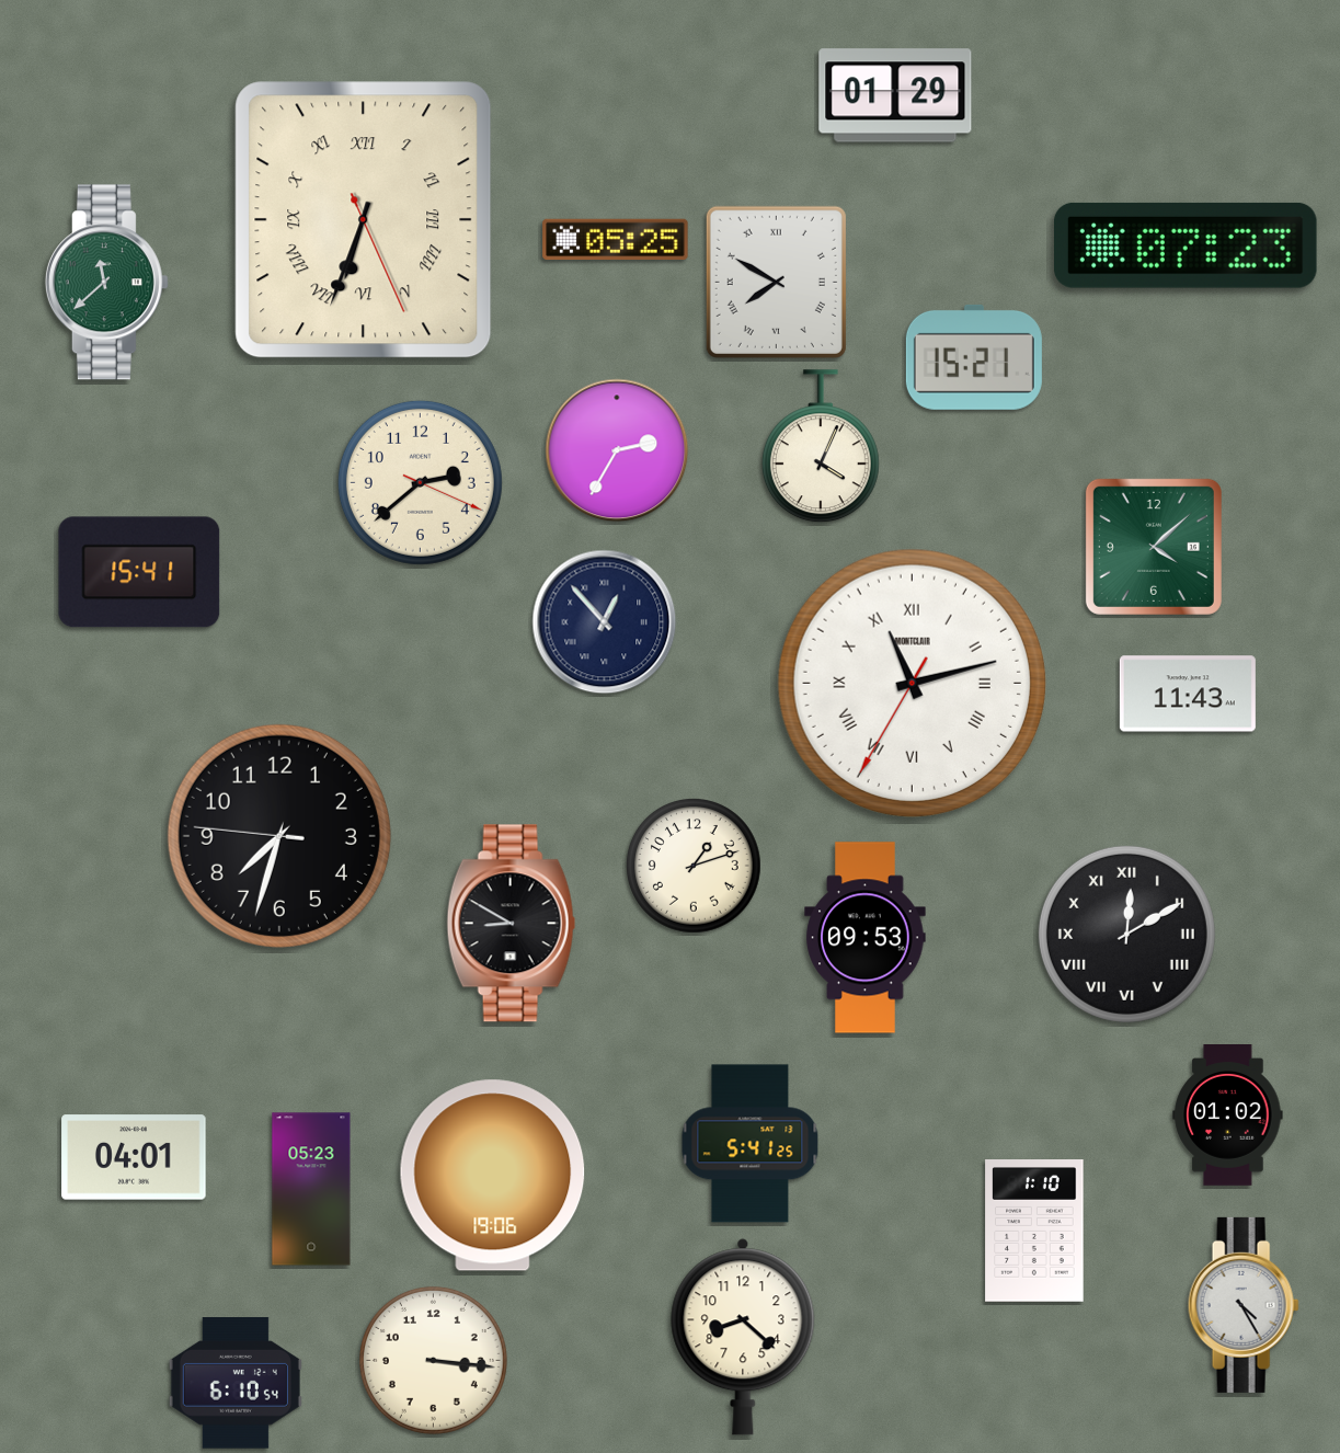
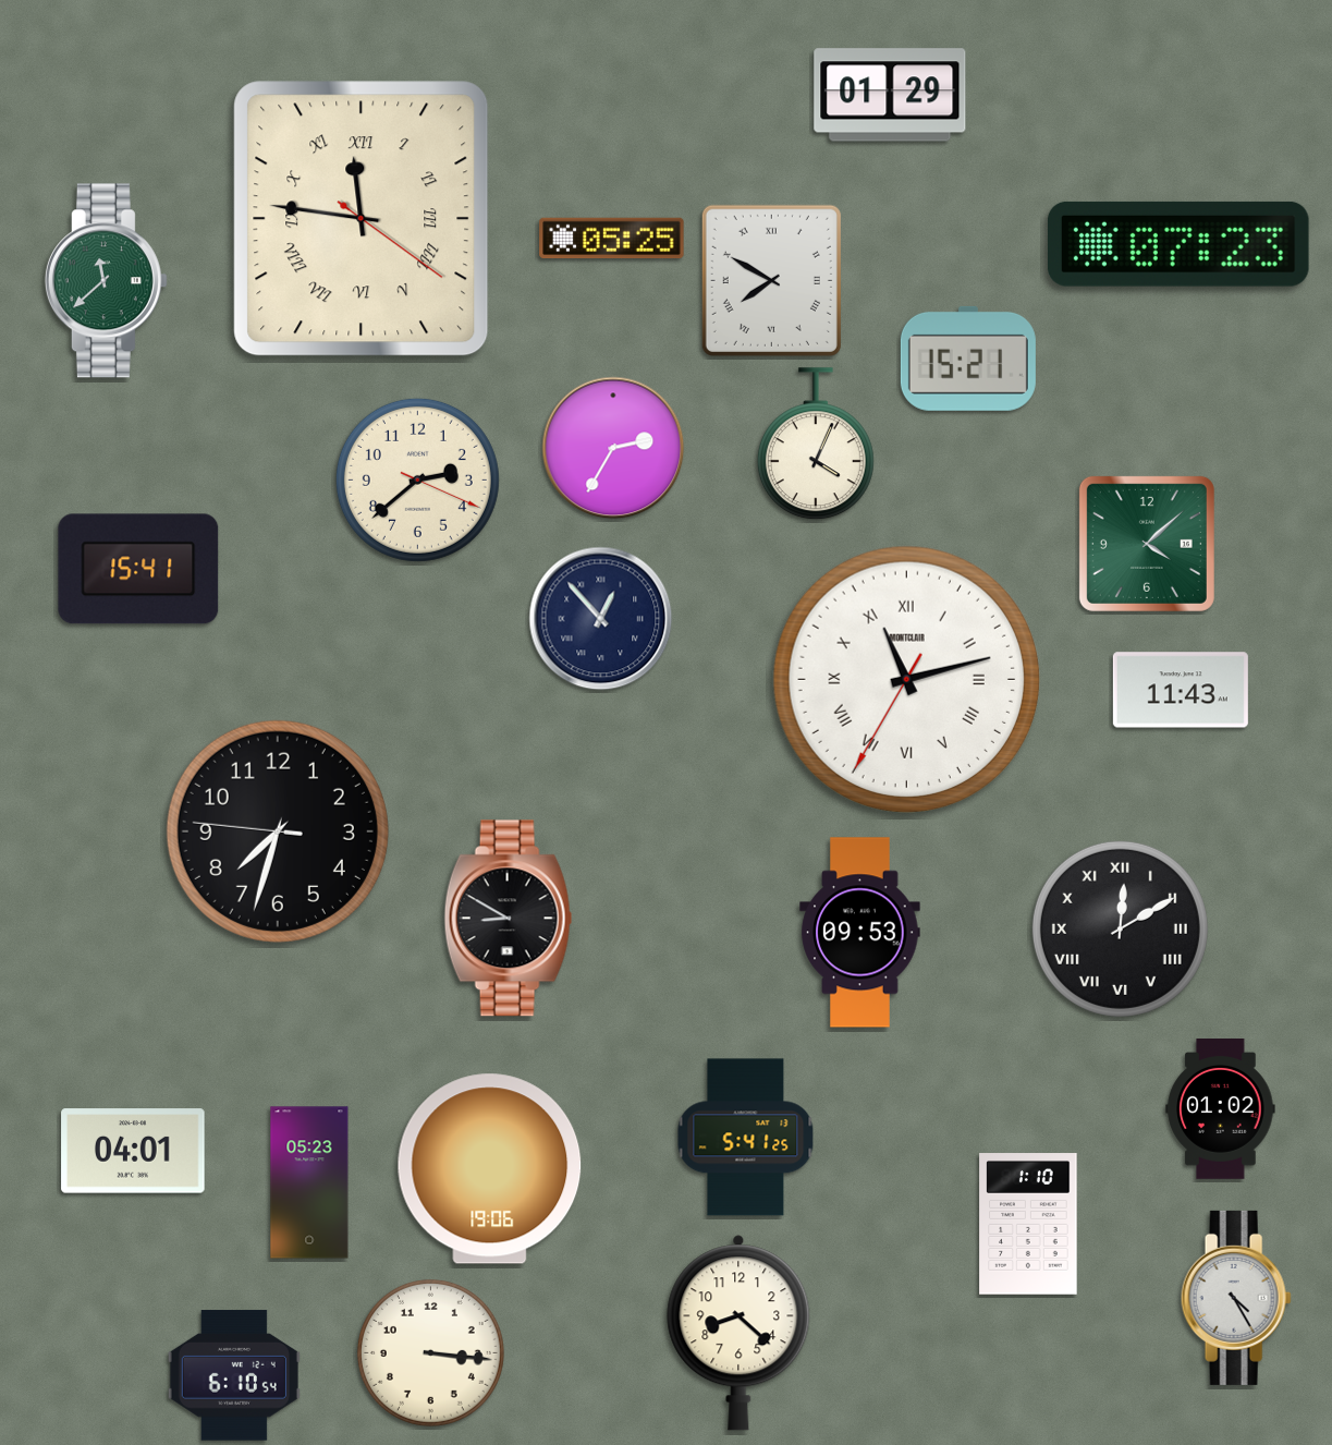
clock at (364, 220): 6:33 -> 11:46
clock at (974, 357) position: (974, 357) -> (968, 359)
clock at (695, 867): 1:12 -> none
clock at (743, 1337) position: (743, 1337) -> (738, 1333)
